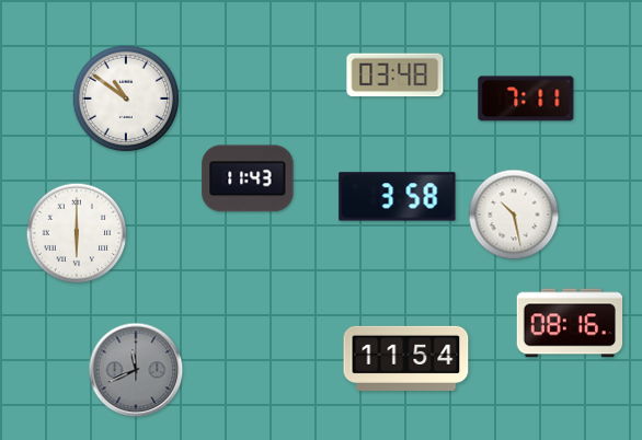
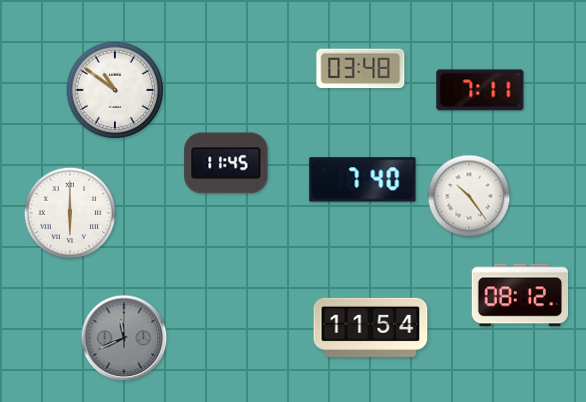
clock at (248, 178): 11:43 -> 11:45
clock at (398, 197): 3:58 -> 7:40
clock at (514, 215): 10:28 -> 10:24
clock at (570, 323): 08:16 -> 08:12
